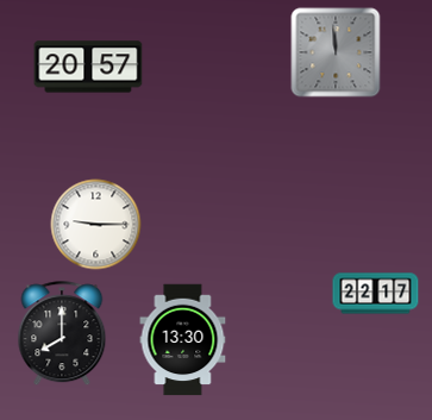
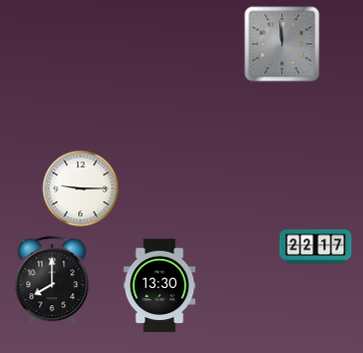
clock at (88, 67): 20:57 -> none
clock at (183, 340) position: (183, 340) -> (160, 286)
